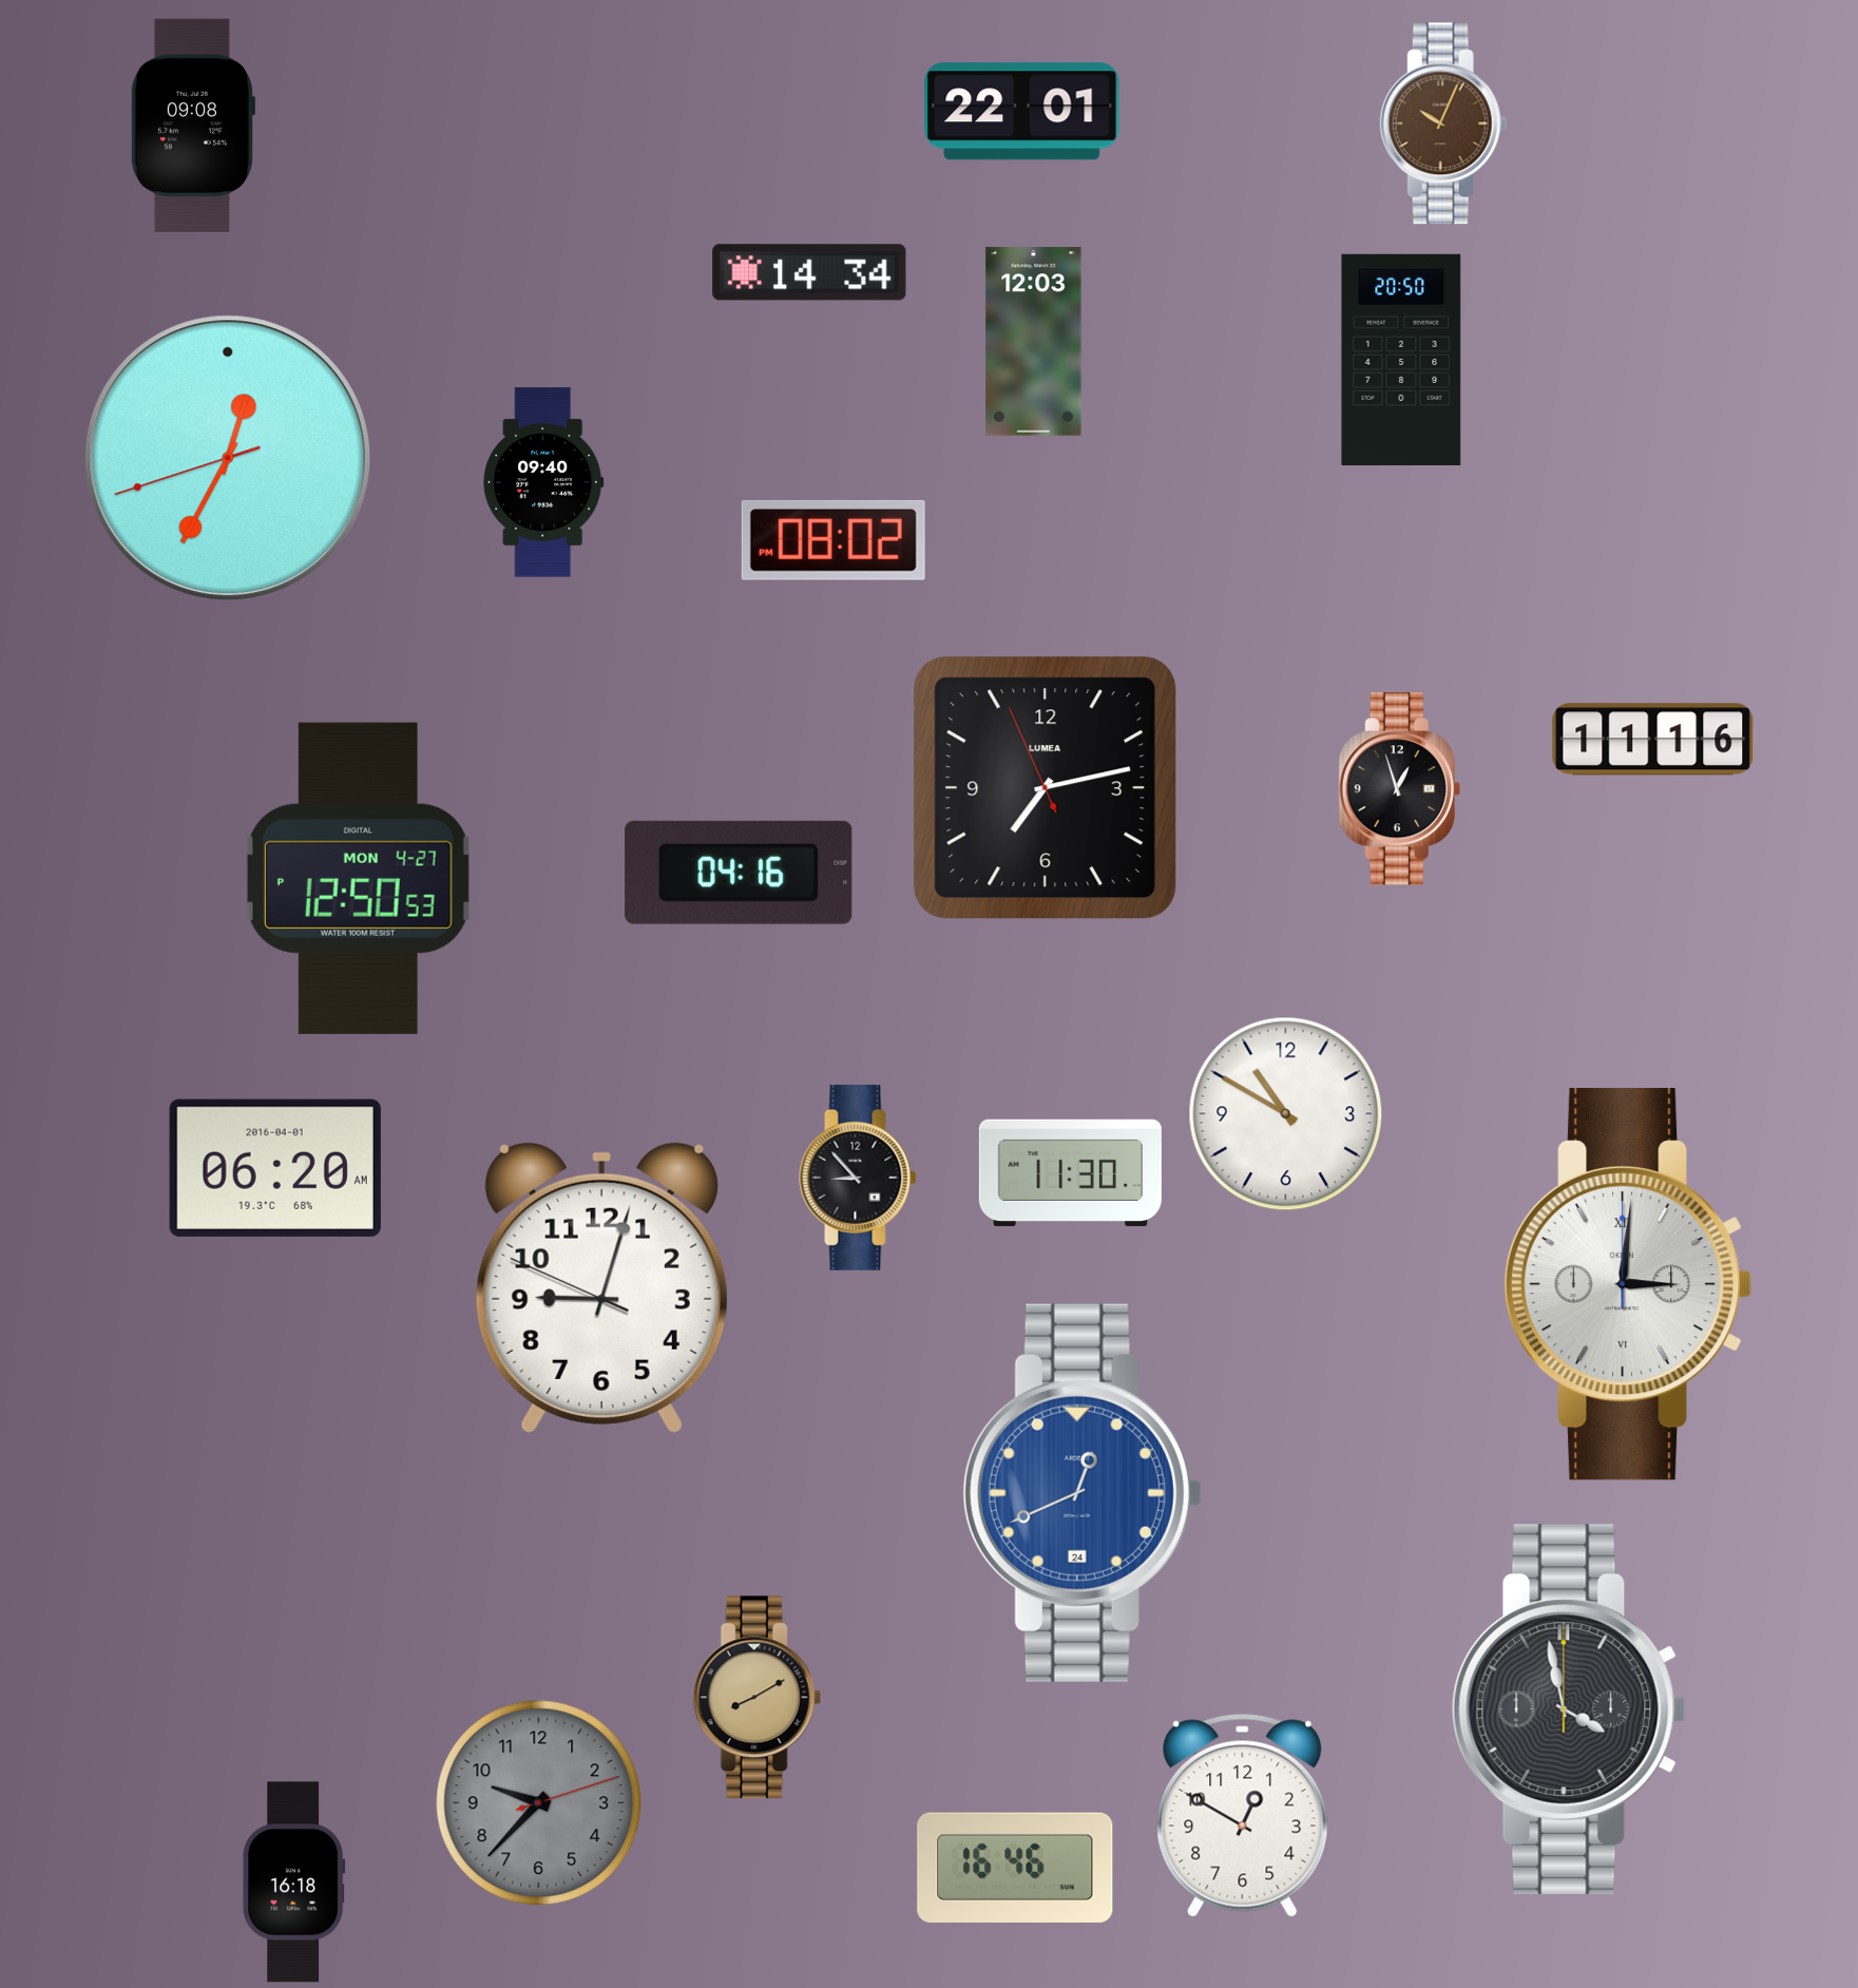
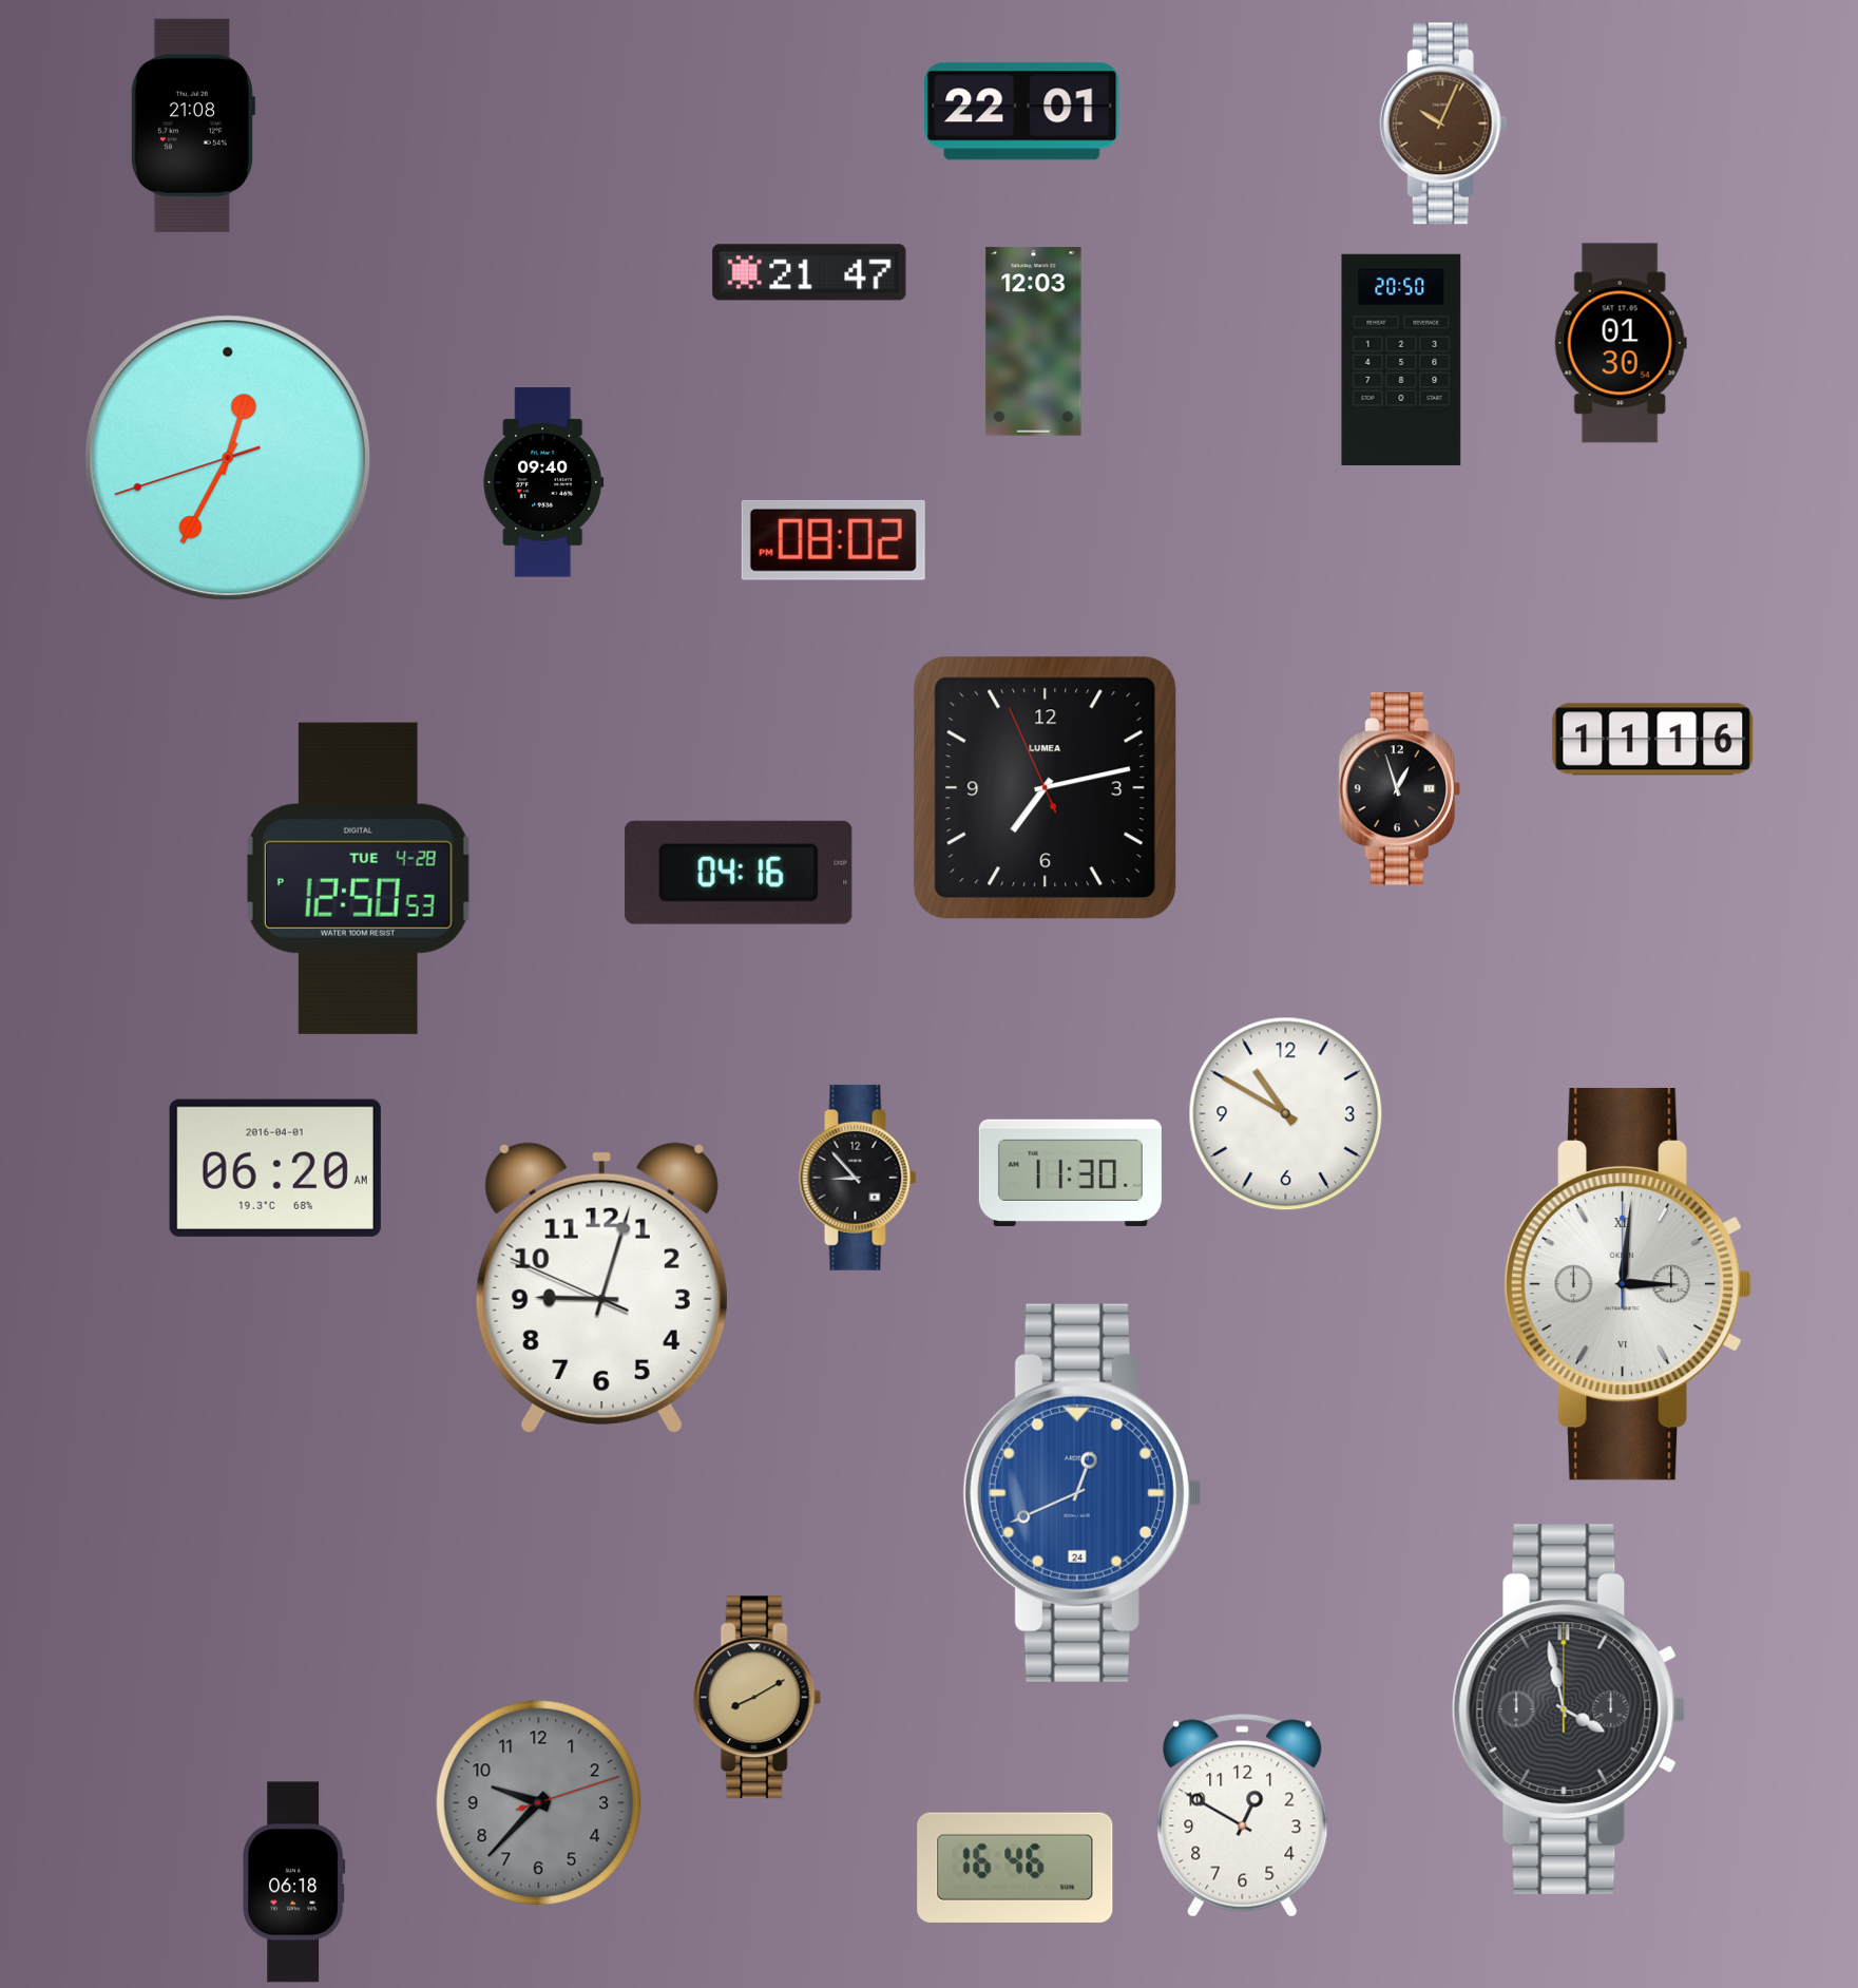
clock at (192, 126): 09:08 -> 21:08
clock at (809, 272): 14:34 -> 21:47
clock at (1621, 343): none -> 01:30
clock at (358, 878) date: MON 4-27 -> TUE 4-28
clock at (294, 1882): 16:18 -> 06:18
